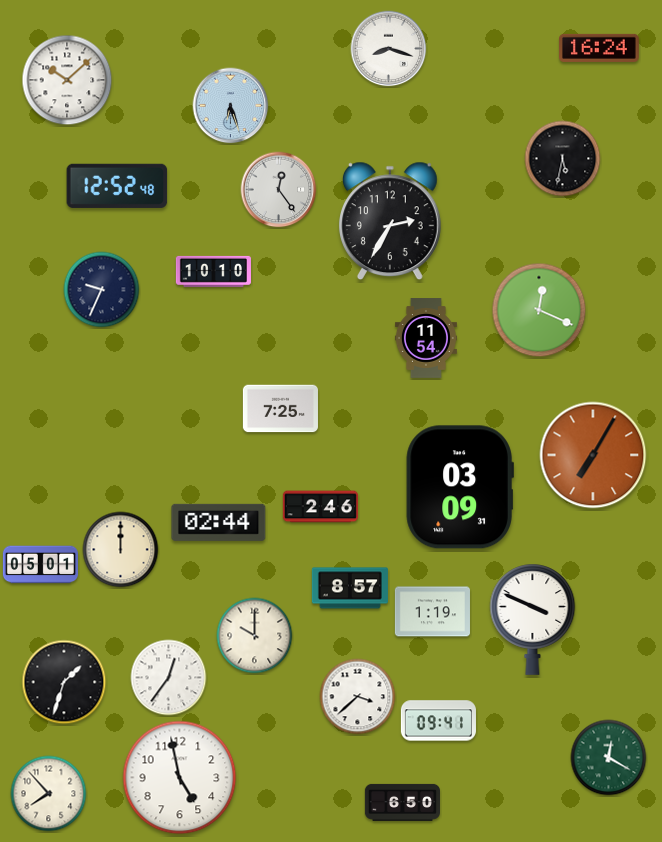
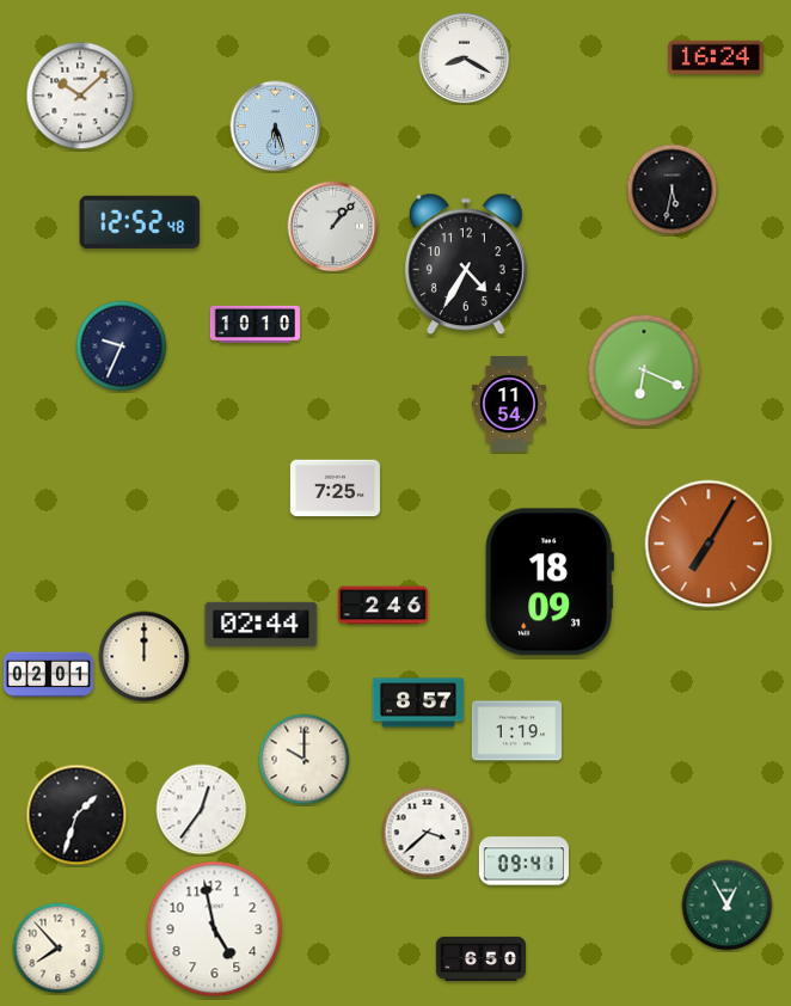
clock at (389, 49): 8:18 -> 8:20
clock at (279, 190): 12:24 -> 1:07
clock at (390, 221): 2:35 -> 4:35
clock at (539, 310): 12:19 -> 6:19
clock at (460, 487): 03:09 -> 18:09
clock at (40, 565): 05:01 -> 02:01
clock at (533, 619): 3:49 -> none
clock at (609, 758): 12:20 -> 12:55
